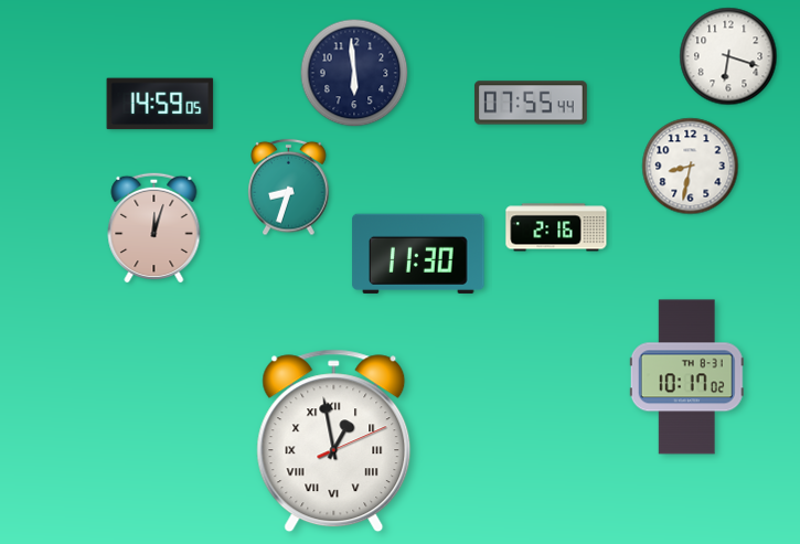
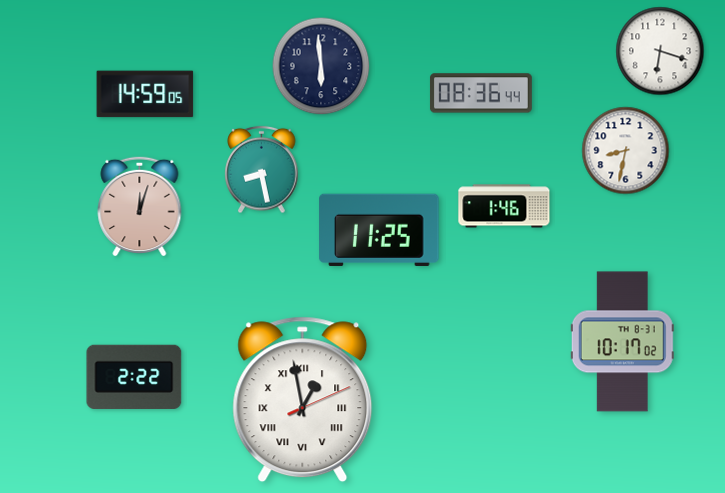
clock at (531, 103): 07:55 -> 08:36
clock at (289, 188): 8:33 -> 8:28
clock at (556, 227): 2:16 -> 1:46
clock at (418, 254): 11:30 -> 11:25
clock at (134, 377): none -> 2:22
